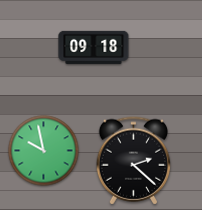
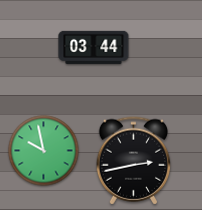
clock at (94, 47): 09:18 -> 03:44
clock at (134, 161): 2:22 -> 2:43
